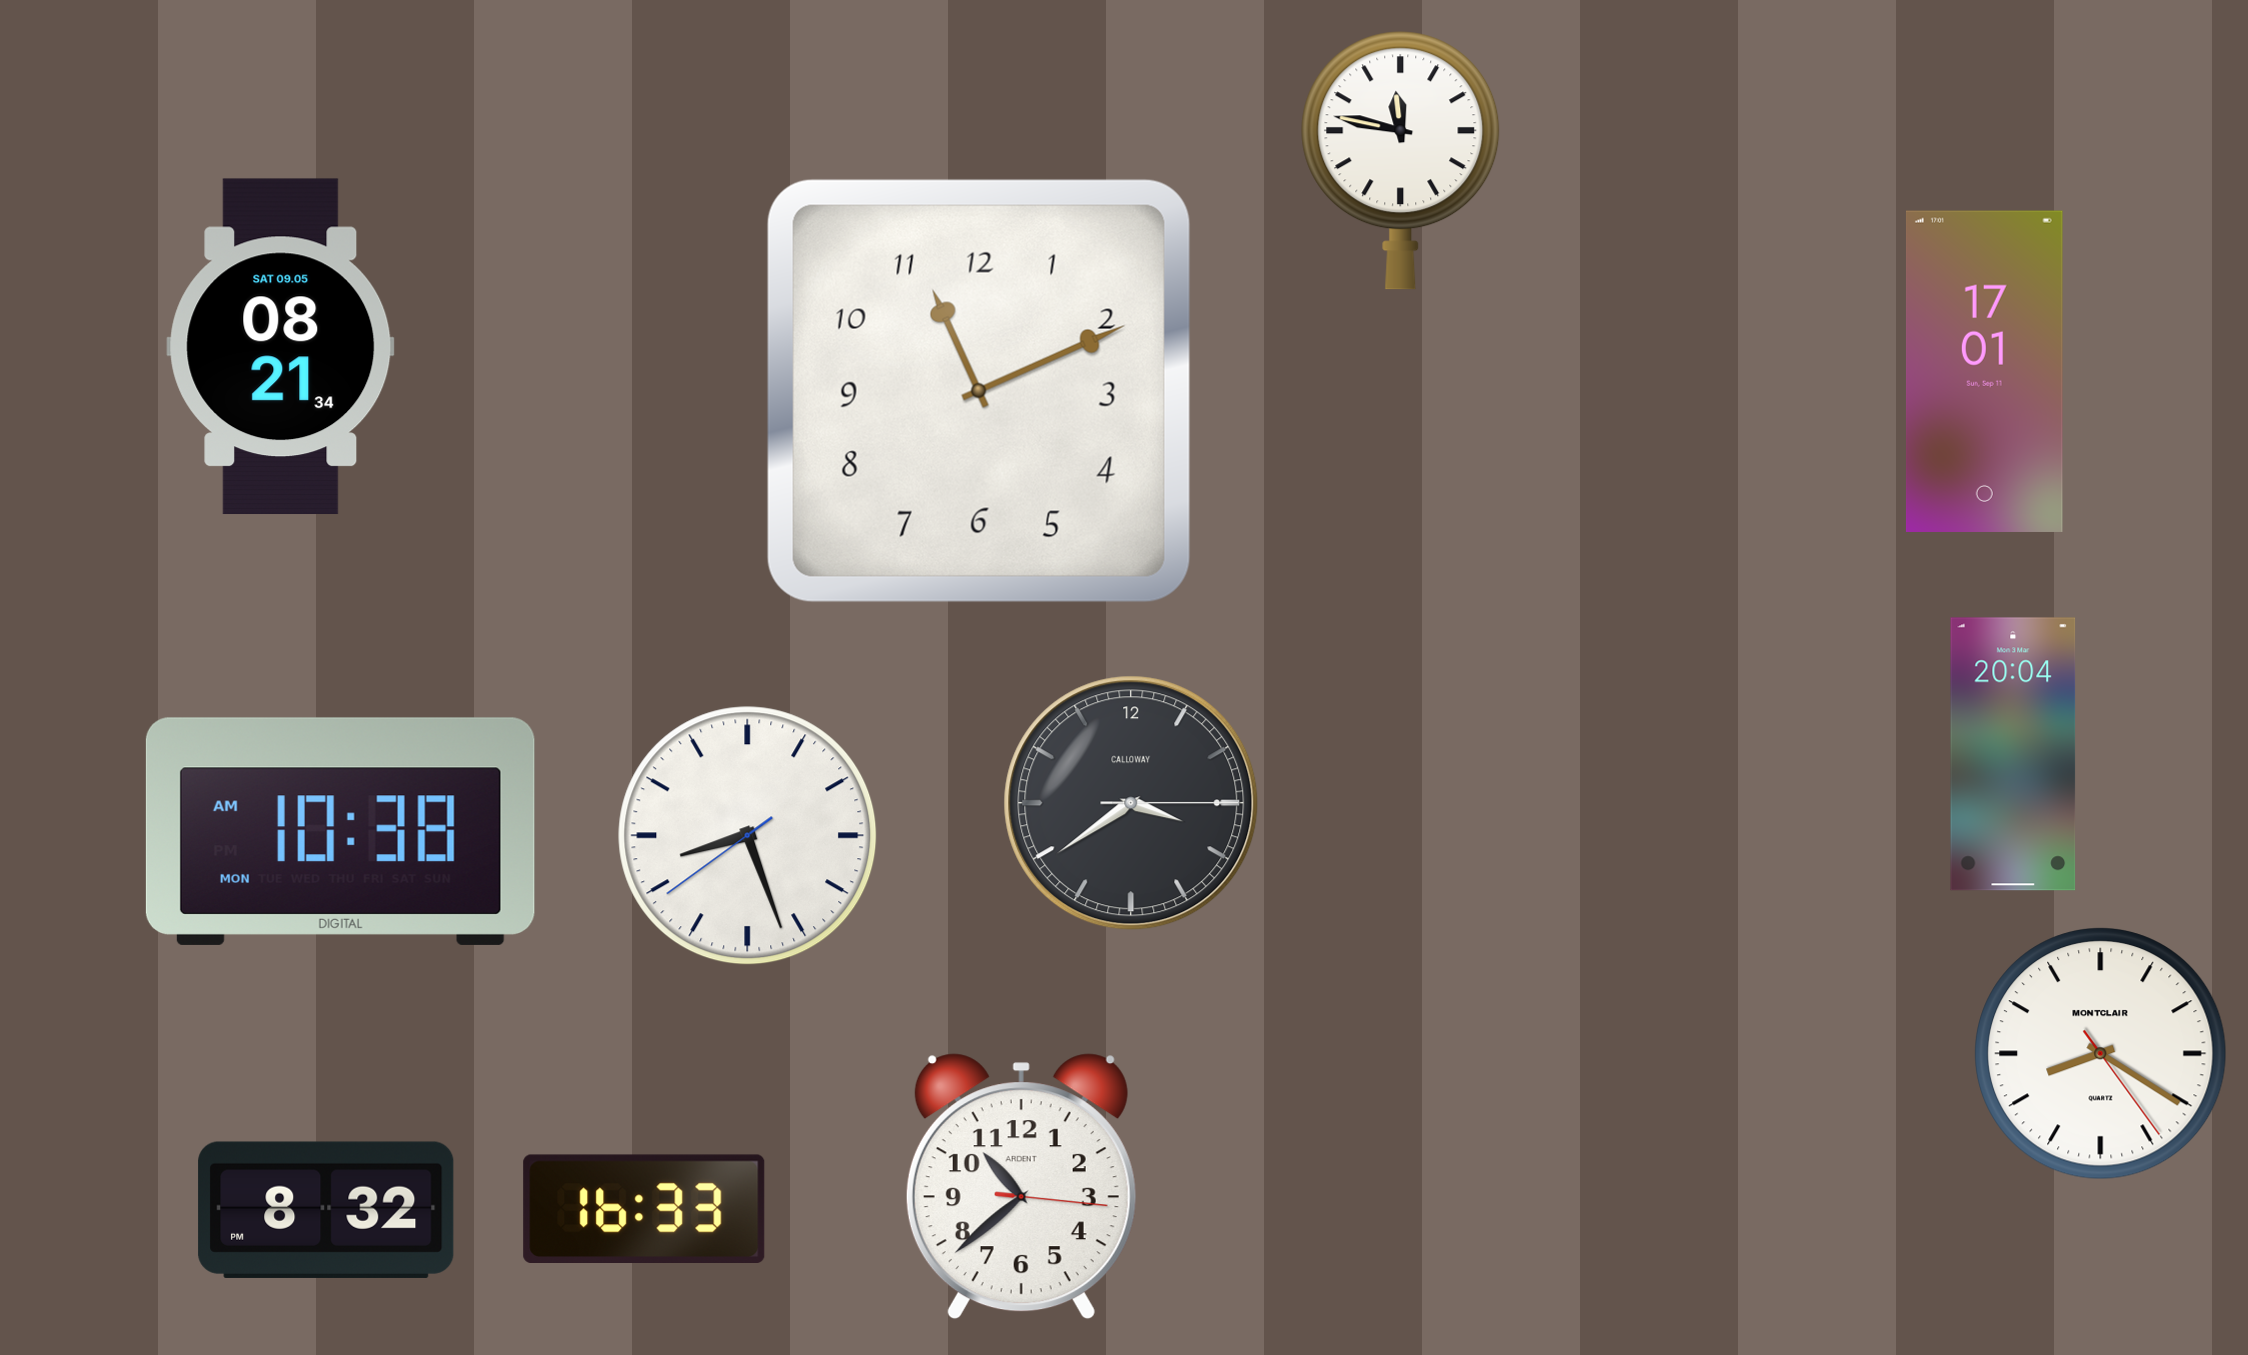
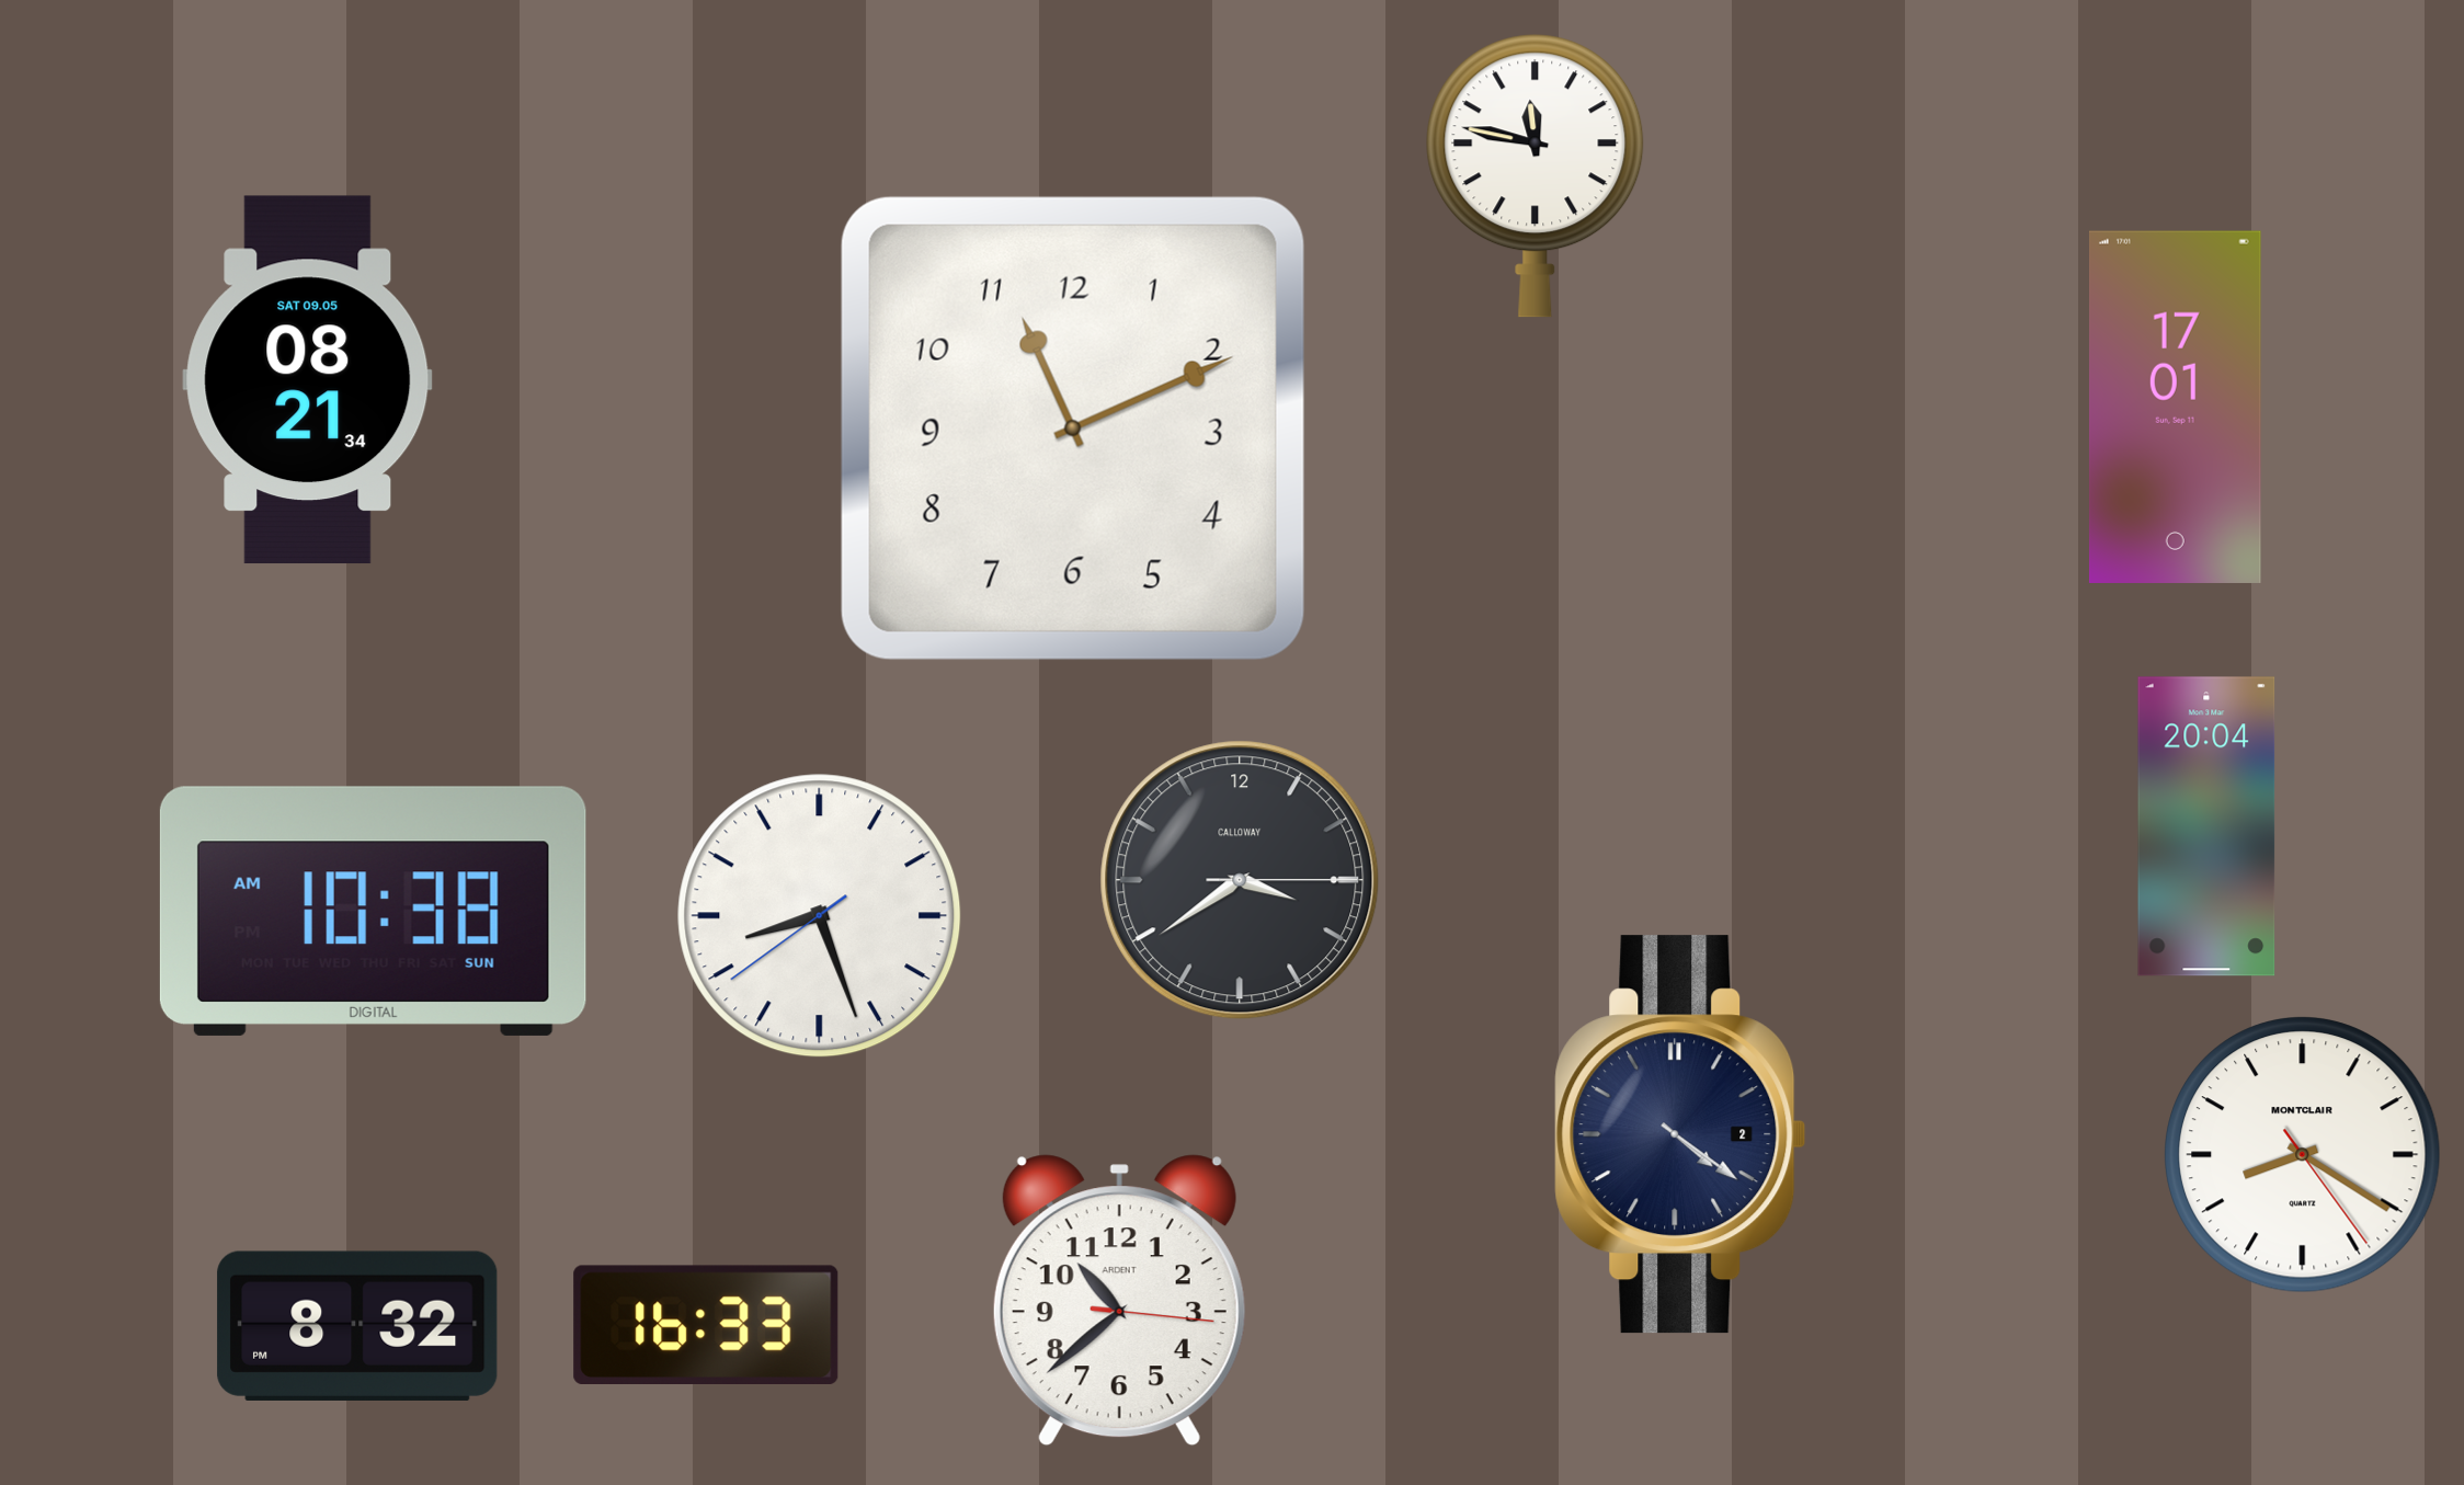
clock at (340, 831) date: MON -> SUN
clock at (1680, 1134): none -> 4:21
